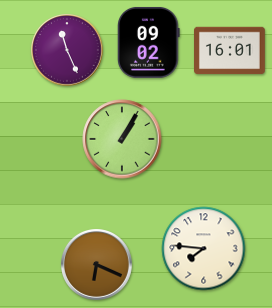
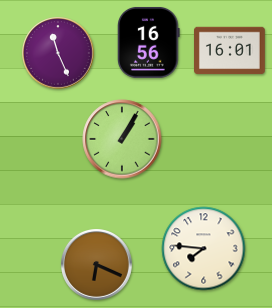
clock at (149, 42): 09:02 -> 16:56
clock at (68, 51) position: (68, 51) -> (59, 54)
